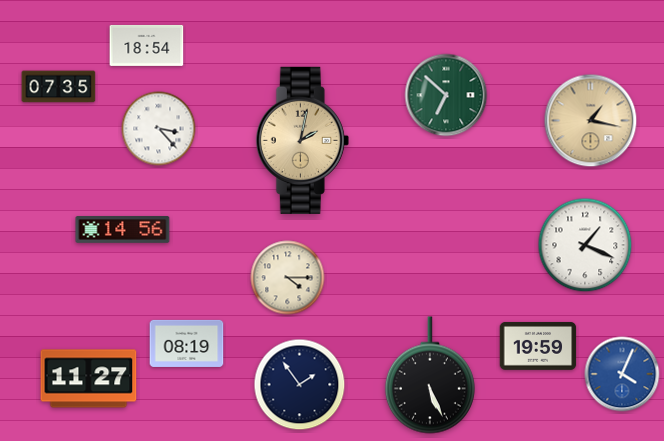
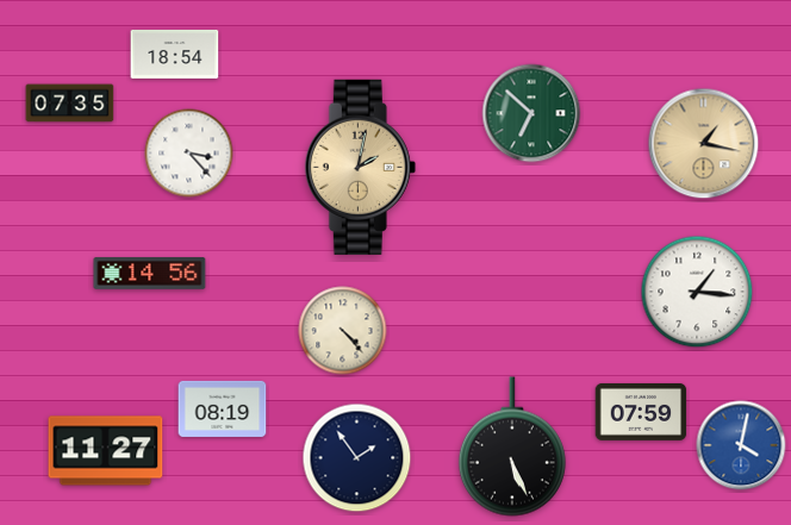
clock at (123, 230) position: (123, 230) -> (150, 274)
clock at (585, 245): 1:19 -> 1:16
clock at (288, 278): 4:15 -> 4:23
clock at (538, 346): 19:59 -> 07:59
clock at (622, 374): 4:04 -> 4:02
